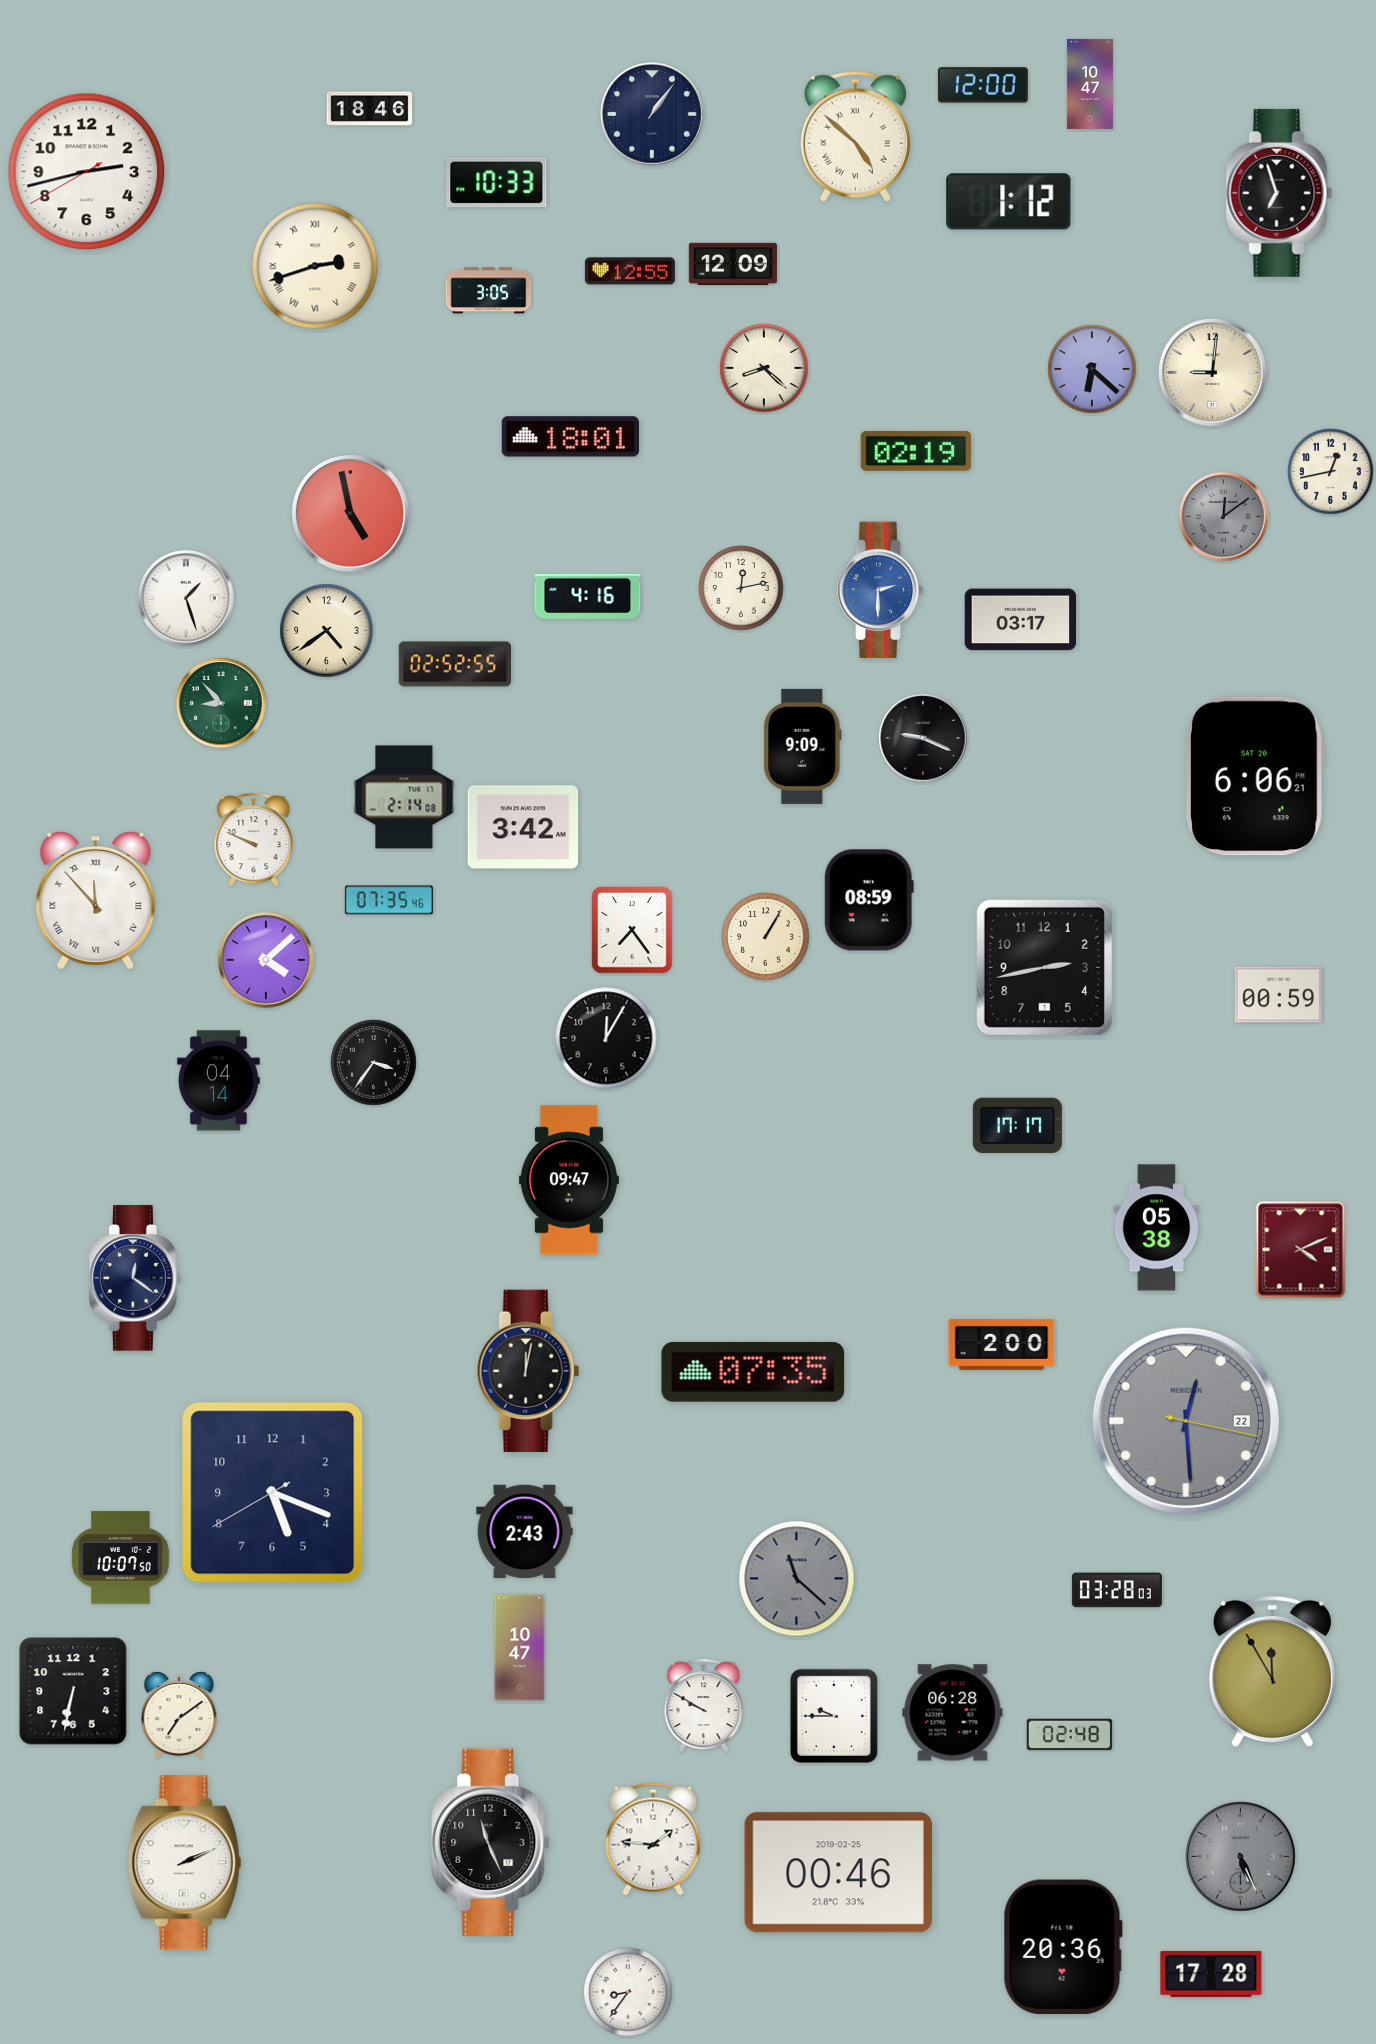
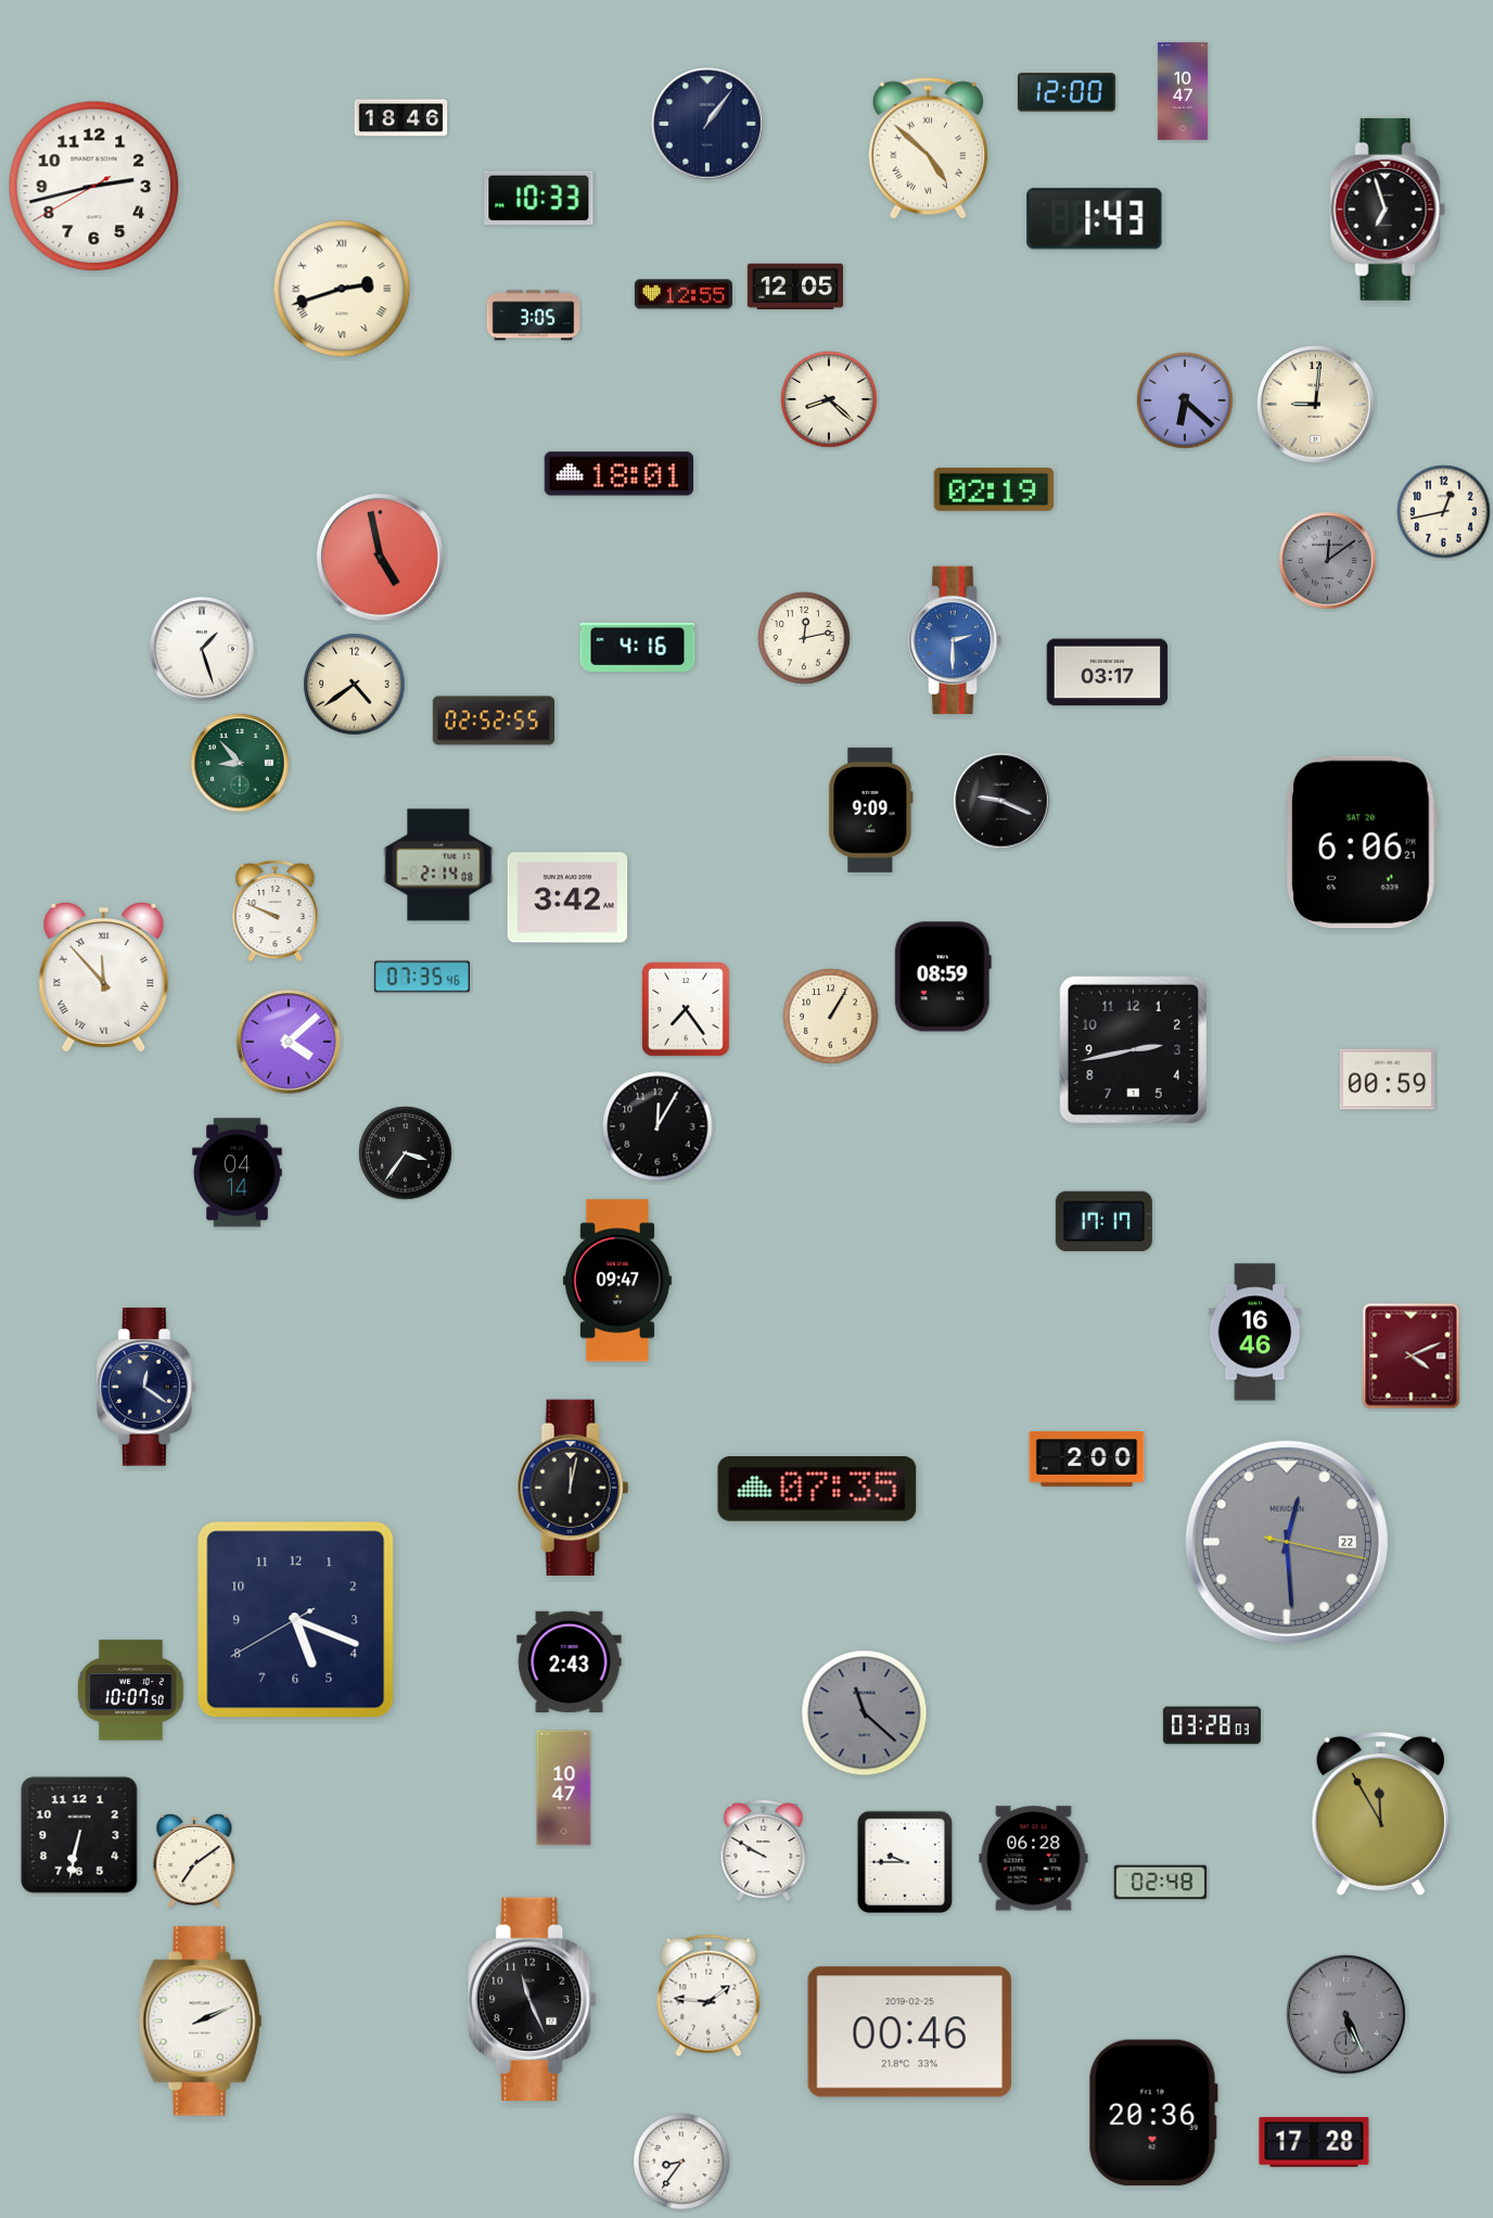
clock at (1009, 202): 1:12 -> 1:43
clock at (733, 263): 12:09 -> 12:05
clock at (489, 291) position: (489, 291) -> (534, 316)
clock at (1157, 1228): 05:38 -> 16:46
